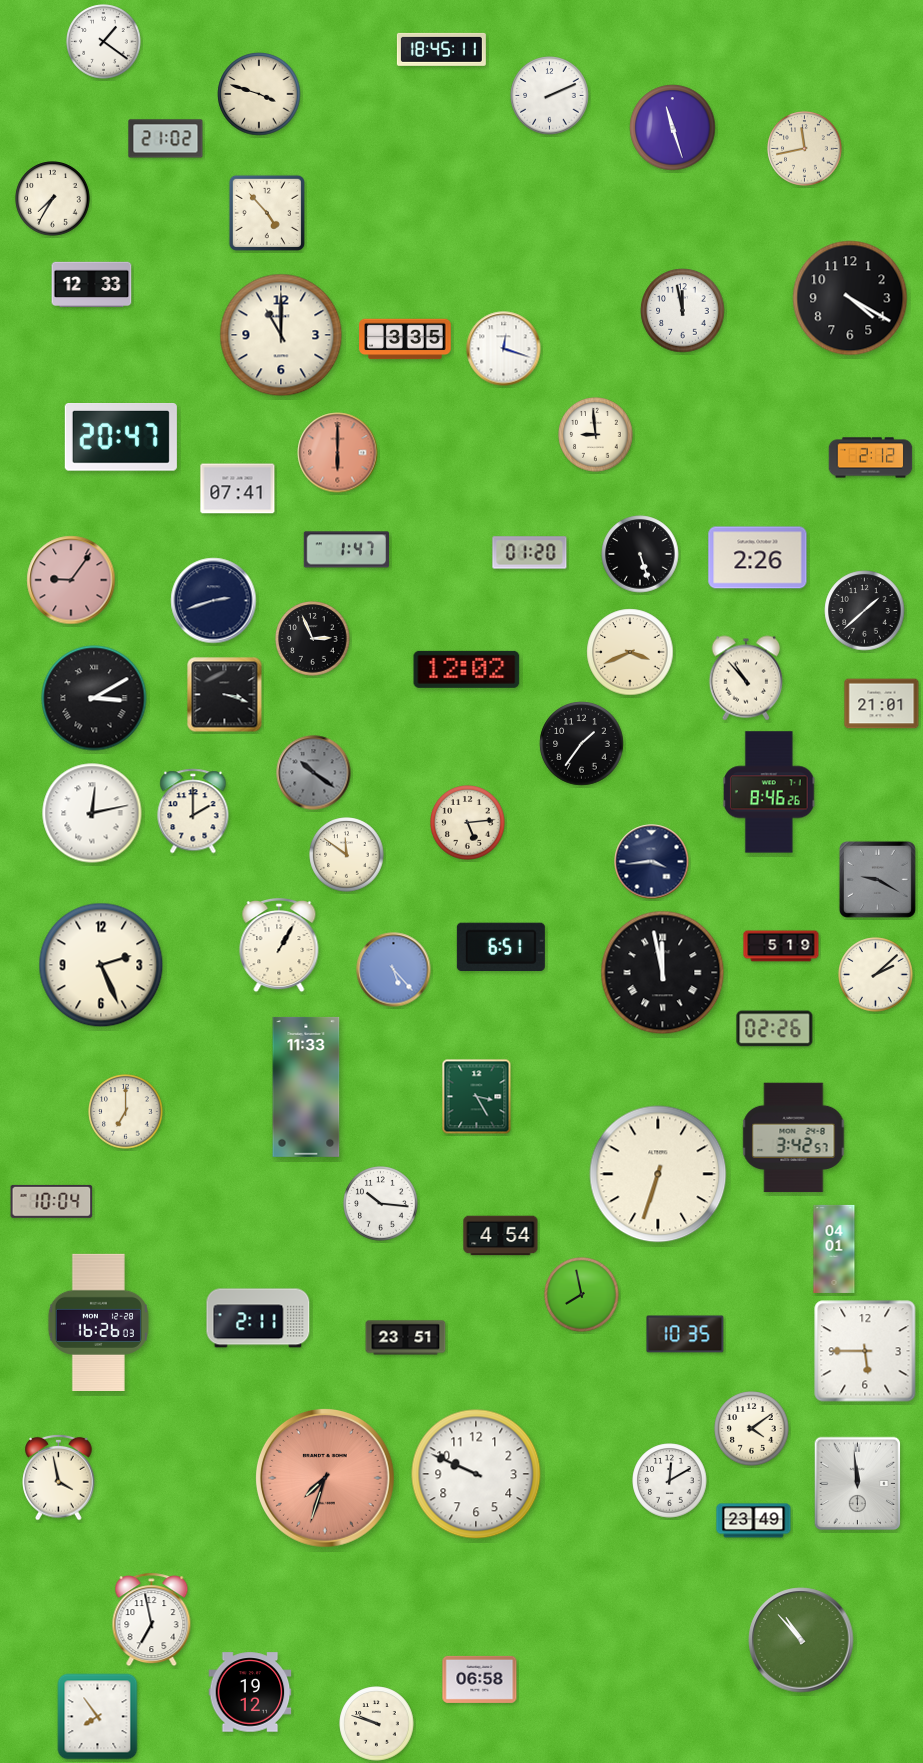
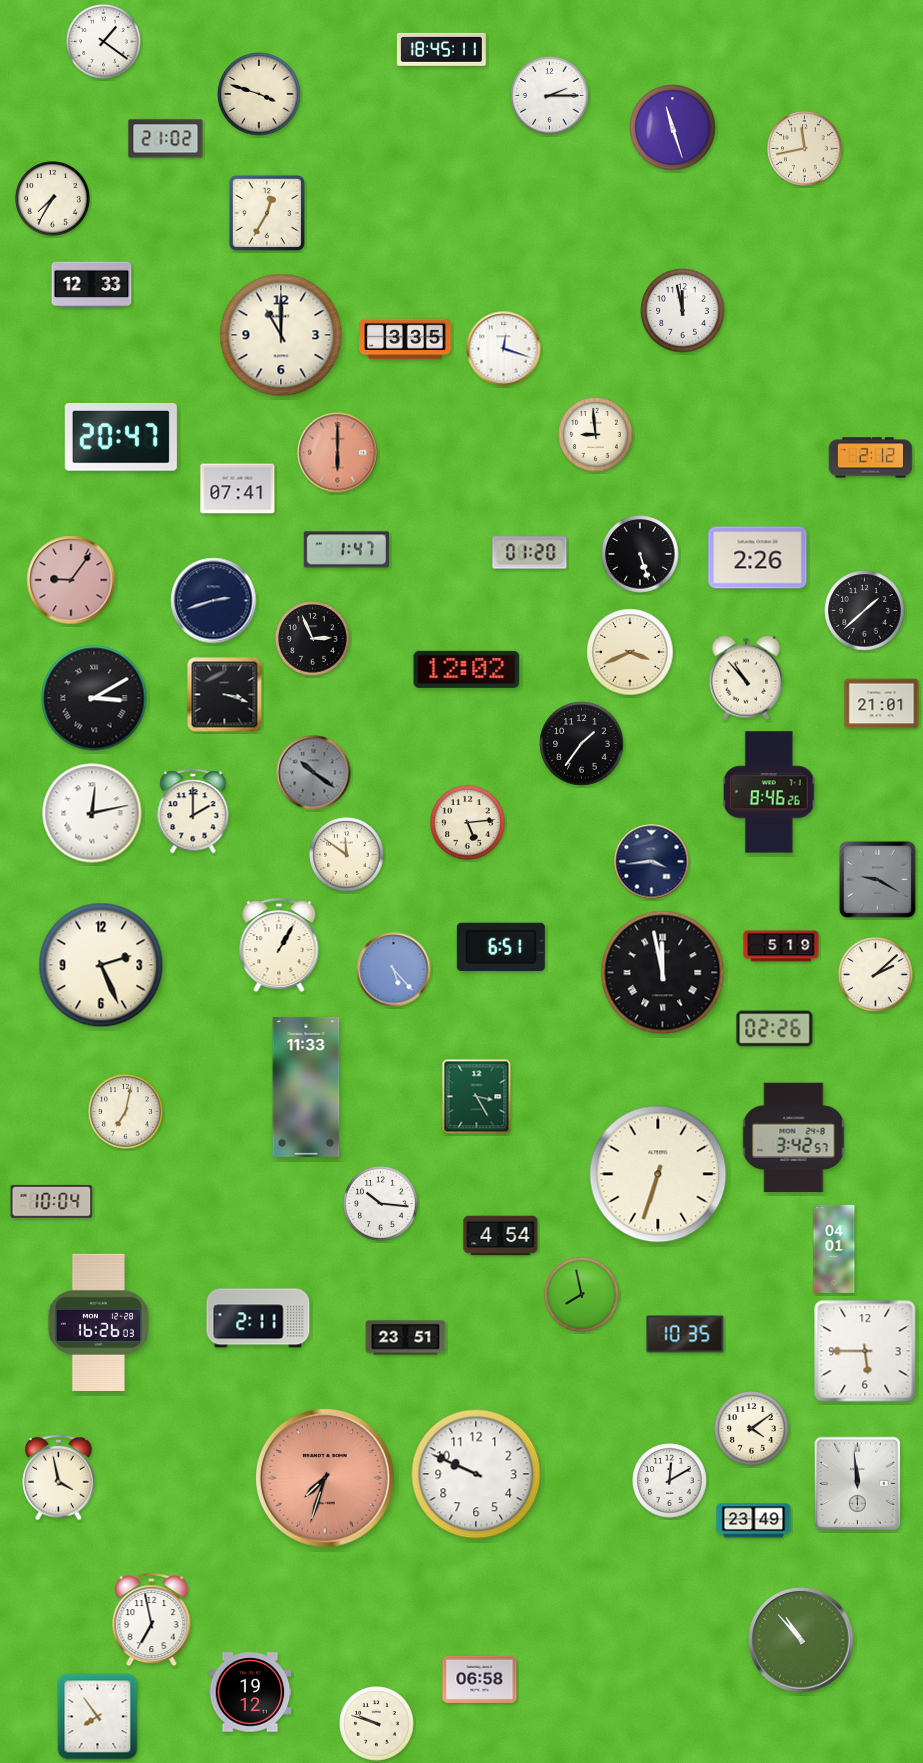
clock at (550, 96): 2:11 -> 2:15
clock at (267, 213): 4:53 -> 12:35
clock at (850, 298): 4:20 -> none
clock at (126, 1112): 7:00 -> 7:02
